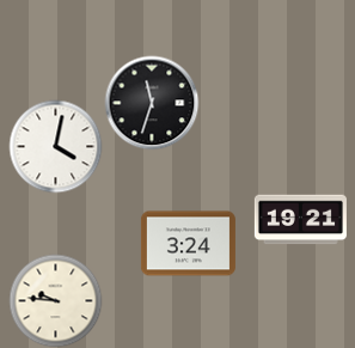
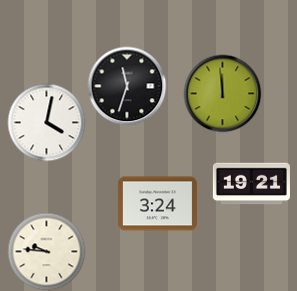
clock at (222, 93): none -> 11:59
